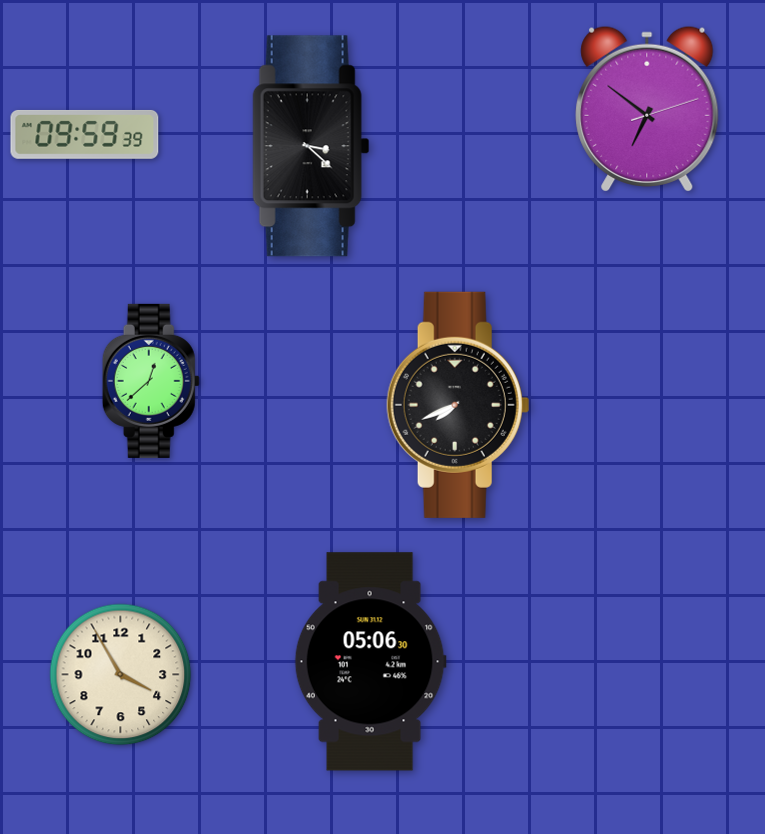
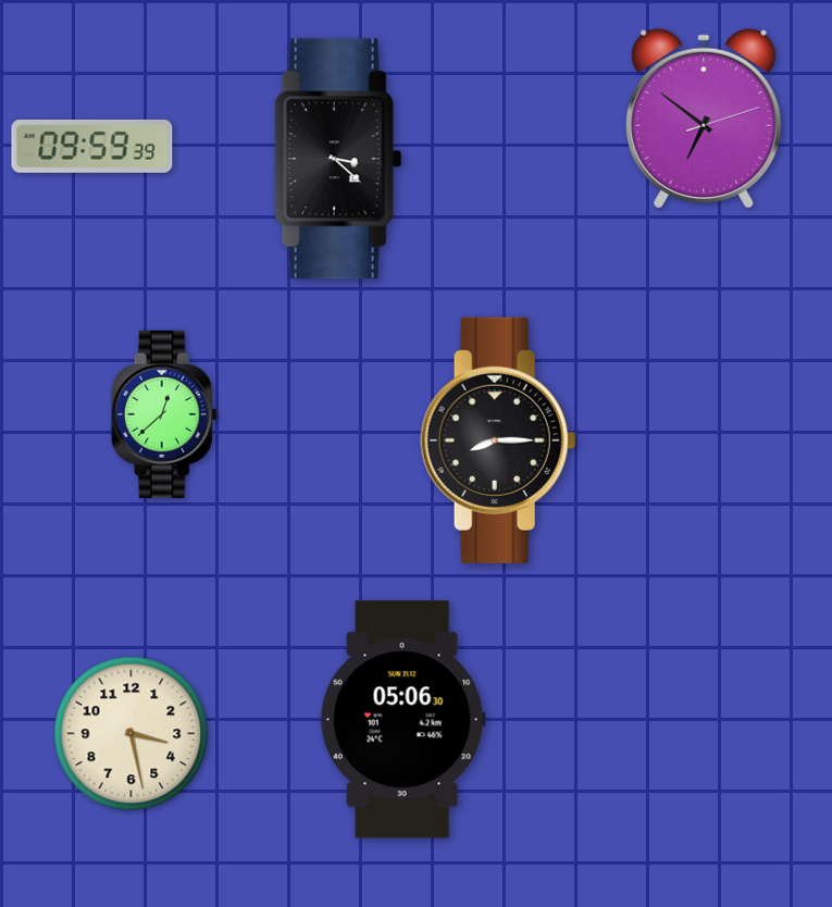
clock at (458, 405): 7:41 -> 8:15
clock at (121, 675): 3:55 -> 3:28
